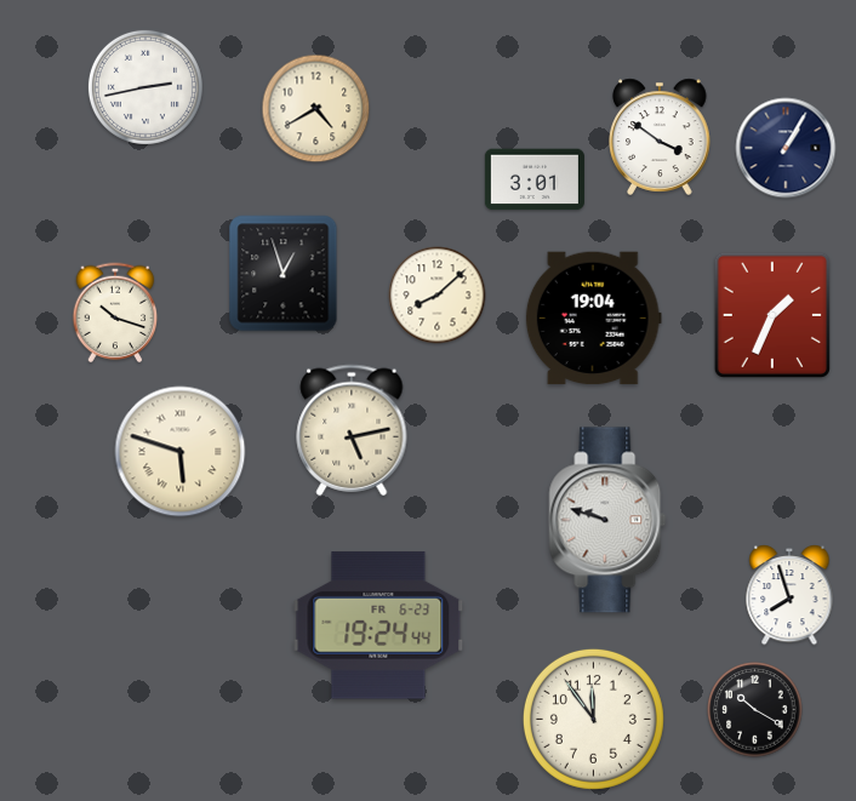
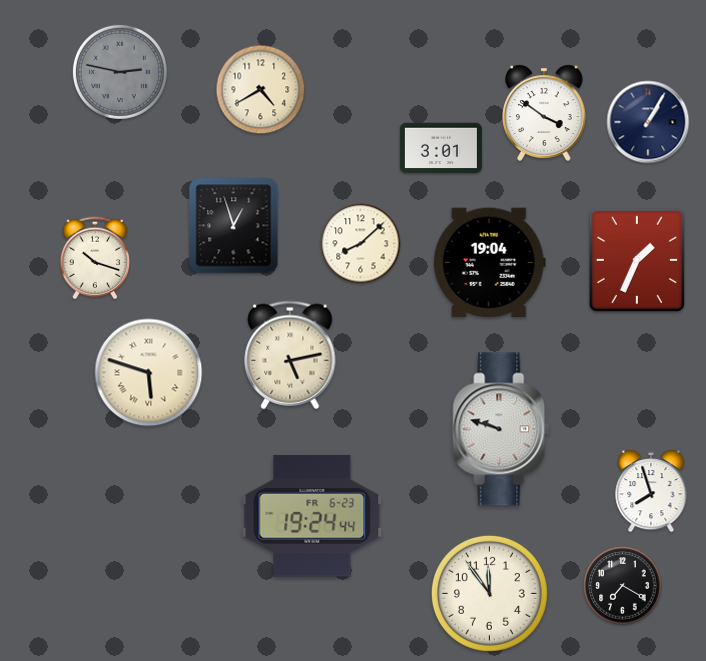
clock at (145, 87): 2:43 -> 2:47
clock at (145, 87) dial: white -> grey
clock at (755, 710): 10:20 -> 7:20
